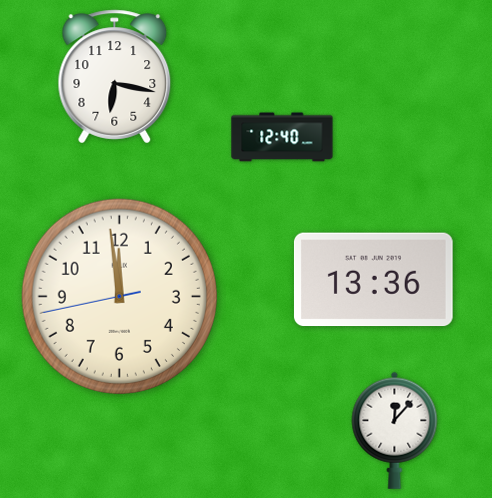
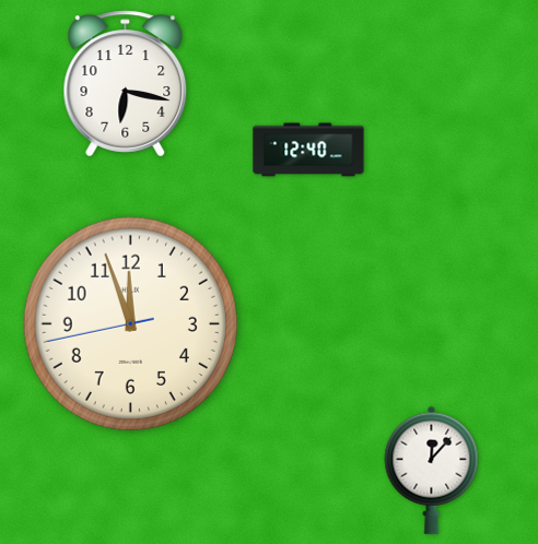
clock at (373, 280): 13:36 -> none
clock at (119, 296): 11:58 -> 11:56
